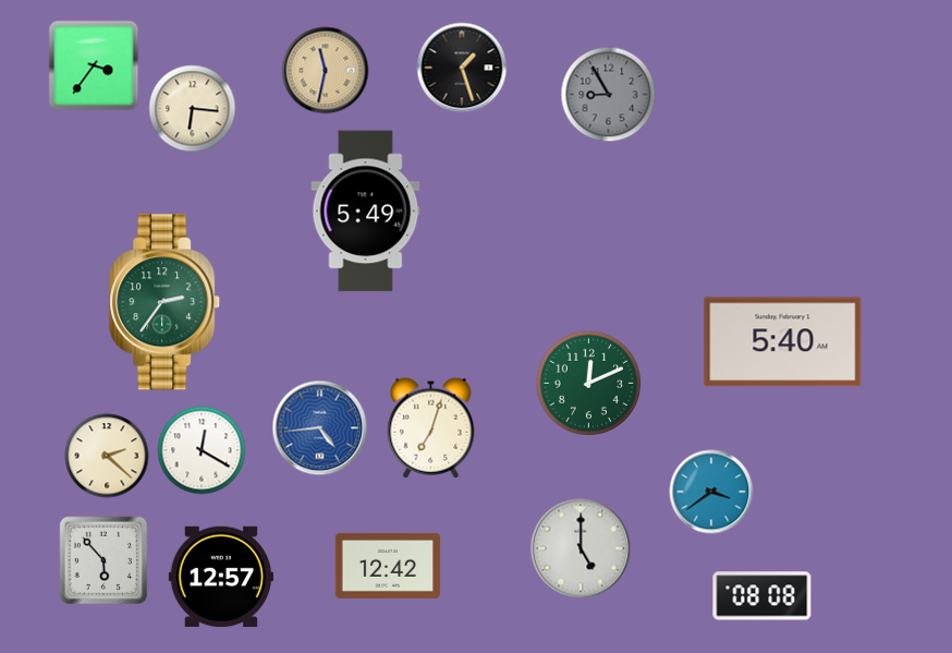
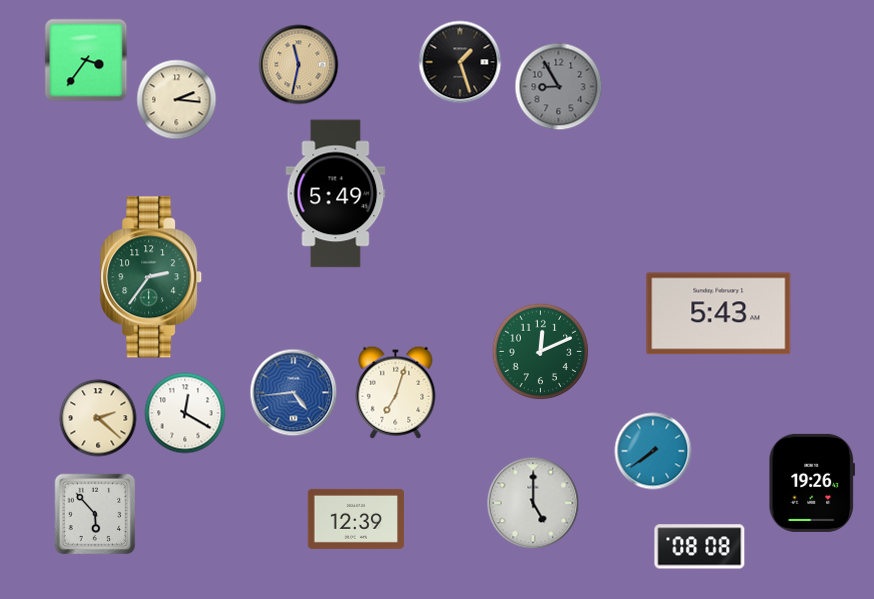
clock at (462, 68) position: (462, 68) -> (460, 62)
clock at (193, 109): 6:16 -> 2:16
clock at (783, 342): 5:40 -> 5:43
clock at (711, 492): 3:39 -> 7:39
clock at (812, 483): none -> 19:26
clock at (388, 566): 12:42 -> 12:39
clock at (220, 577): 12:57 -> none
